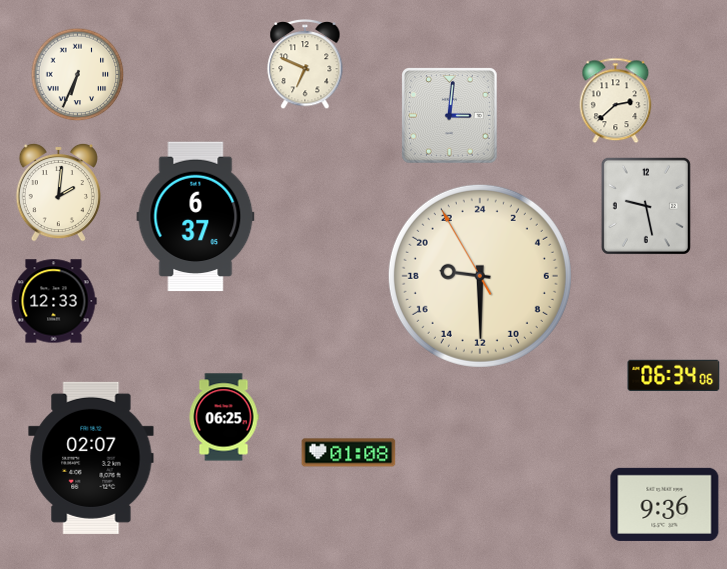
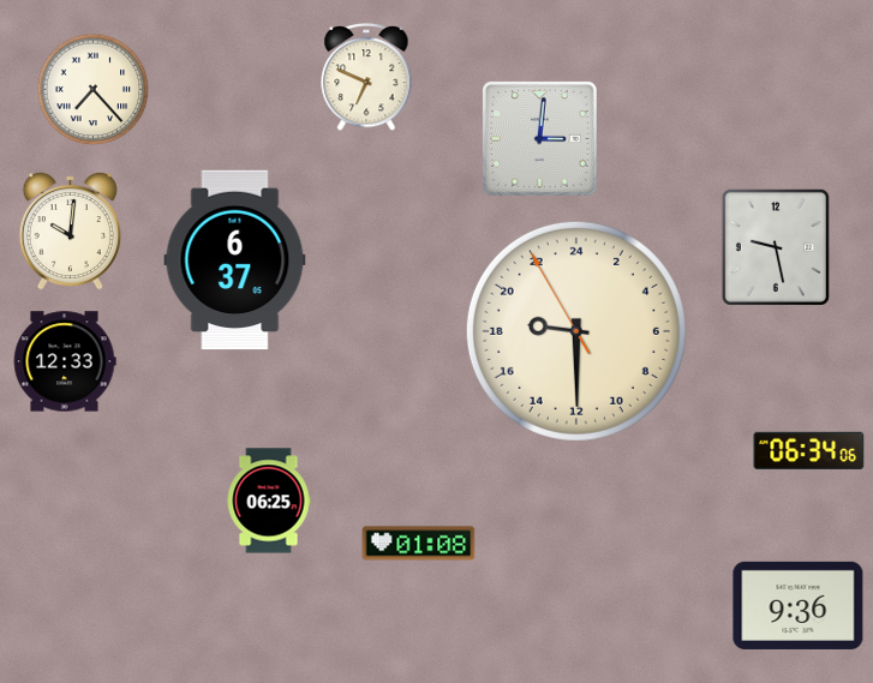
clock at (78, 75): 6:34 -> 7:23
clock at (616, 101): 2:38 -> none
clock at (58, 192): 2:01 -> 10:01
clock at (91, 458): 02:07 -> none
